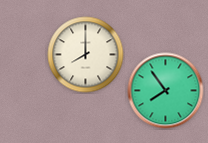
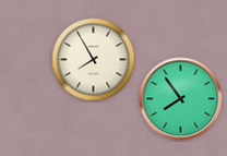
clock at (86, 55): 8:00 -> 7:55
